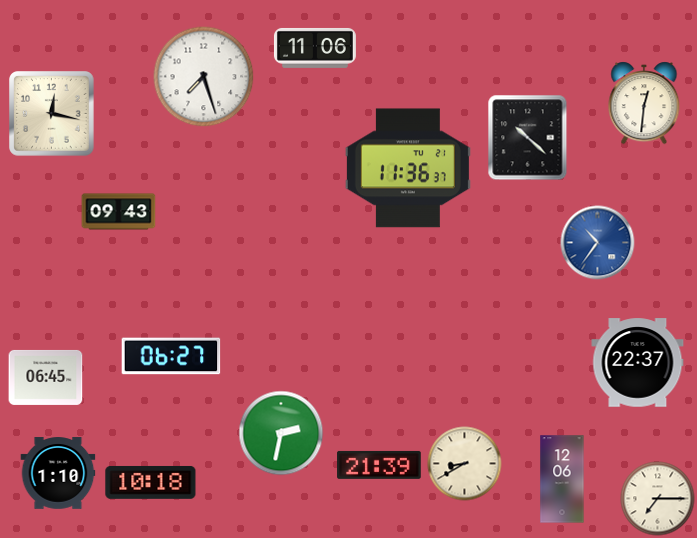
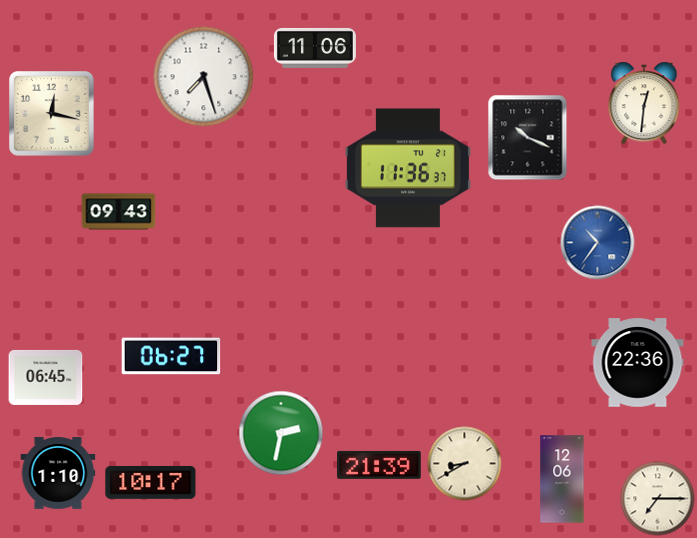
clock at (528, 138): 10:22 -> 10:19
clock at (638, 363): 22:37 -> 22:36
clock at (151, 482): 10:18 -> 10:17
